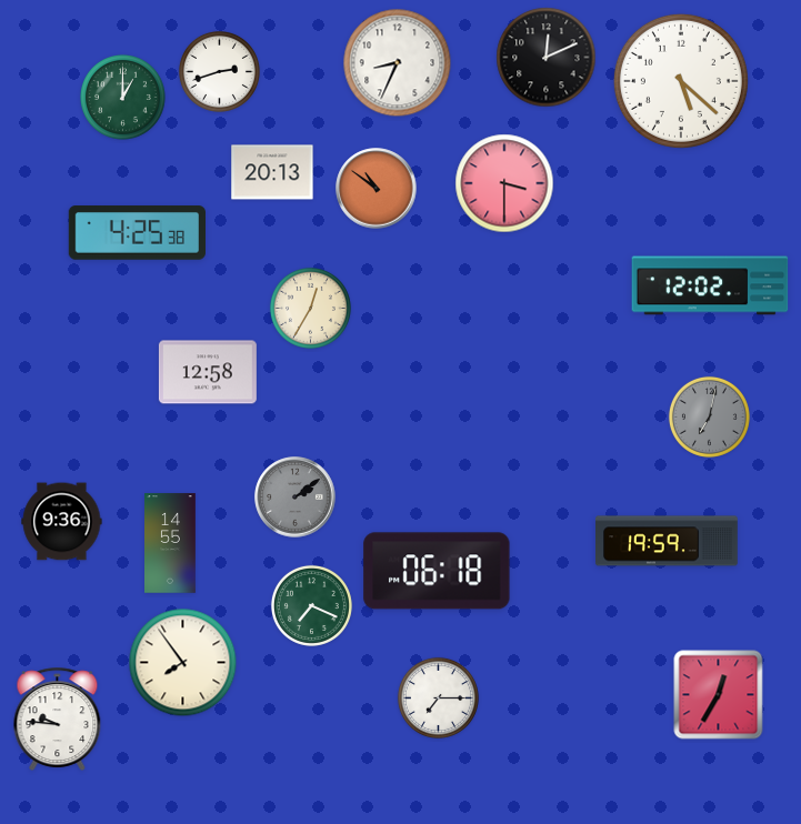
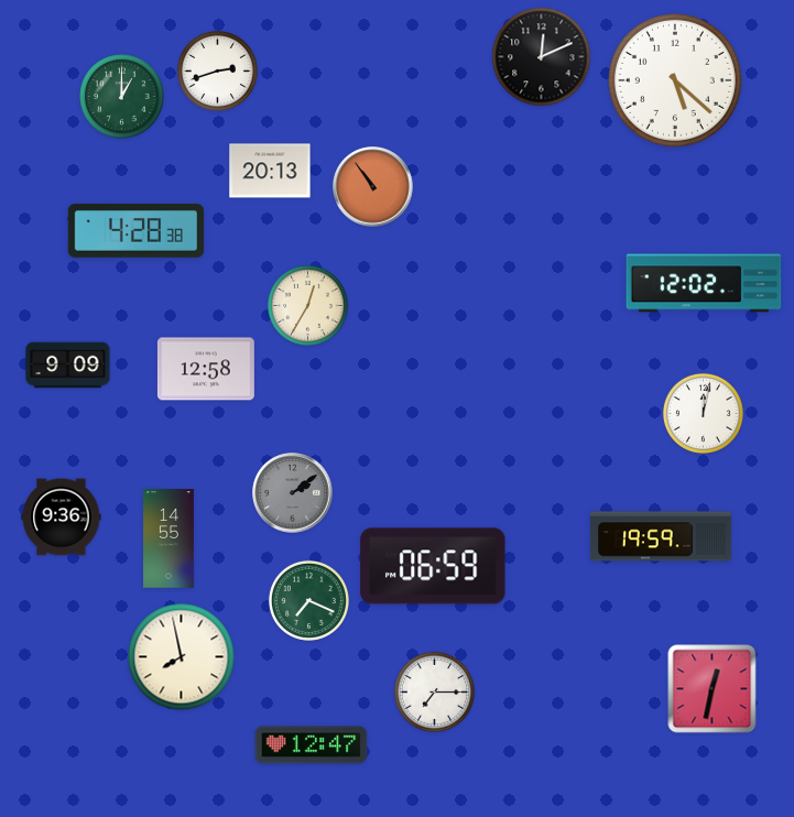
clock at (398, 63): 8:34 -> none
clock at (504, 183): 3:30 -> none
clock at (377, 189): 10:51 -> 10:54
clock at (137, 233): 4:25 -> 4:28
clock at (68, 366): none -> 9:09
clock at (709, 416): 7:02 -> 12:02
clock at (709, 416) dial: grey -> white
clock at (437, 571): 06:18 -> 06:59
clock at (183, 663): 7:54 -> 7:58
clock at (719, 695): 12:35 -> 12:32
clock at (58, 719): 9:46 -> none
clock at (312, 745): none -> 12:47
